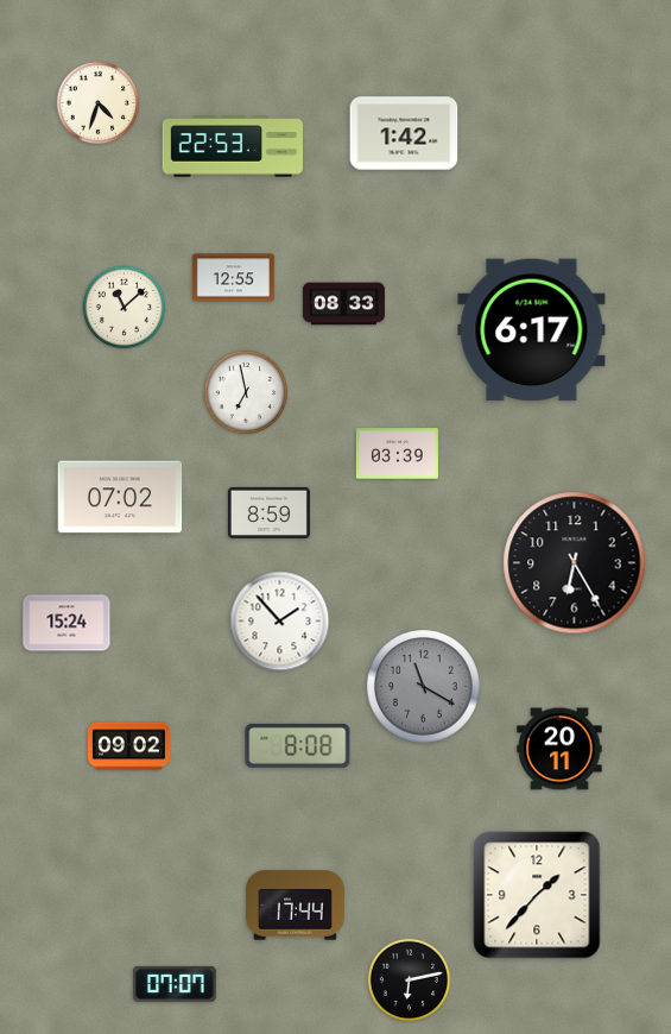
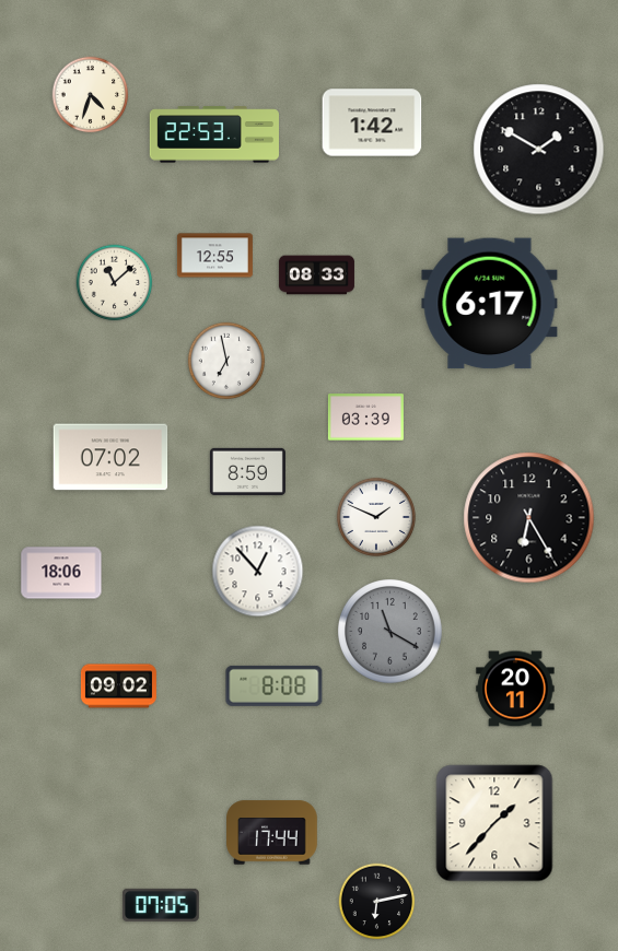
clock at (539, 150): none -> 1:50
clock at (343, 304) position: (343, 304) -> (316, 275)
clock at (376, 517): none -> 1:49
clock at (280, 622): 1:53 -> 12:53
clock at (67, 623): 15:24 -> 18:06
clock at (175, 984): 07:07 -> 07:05
